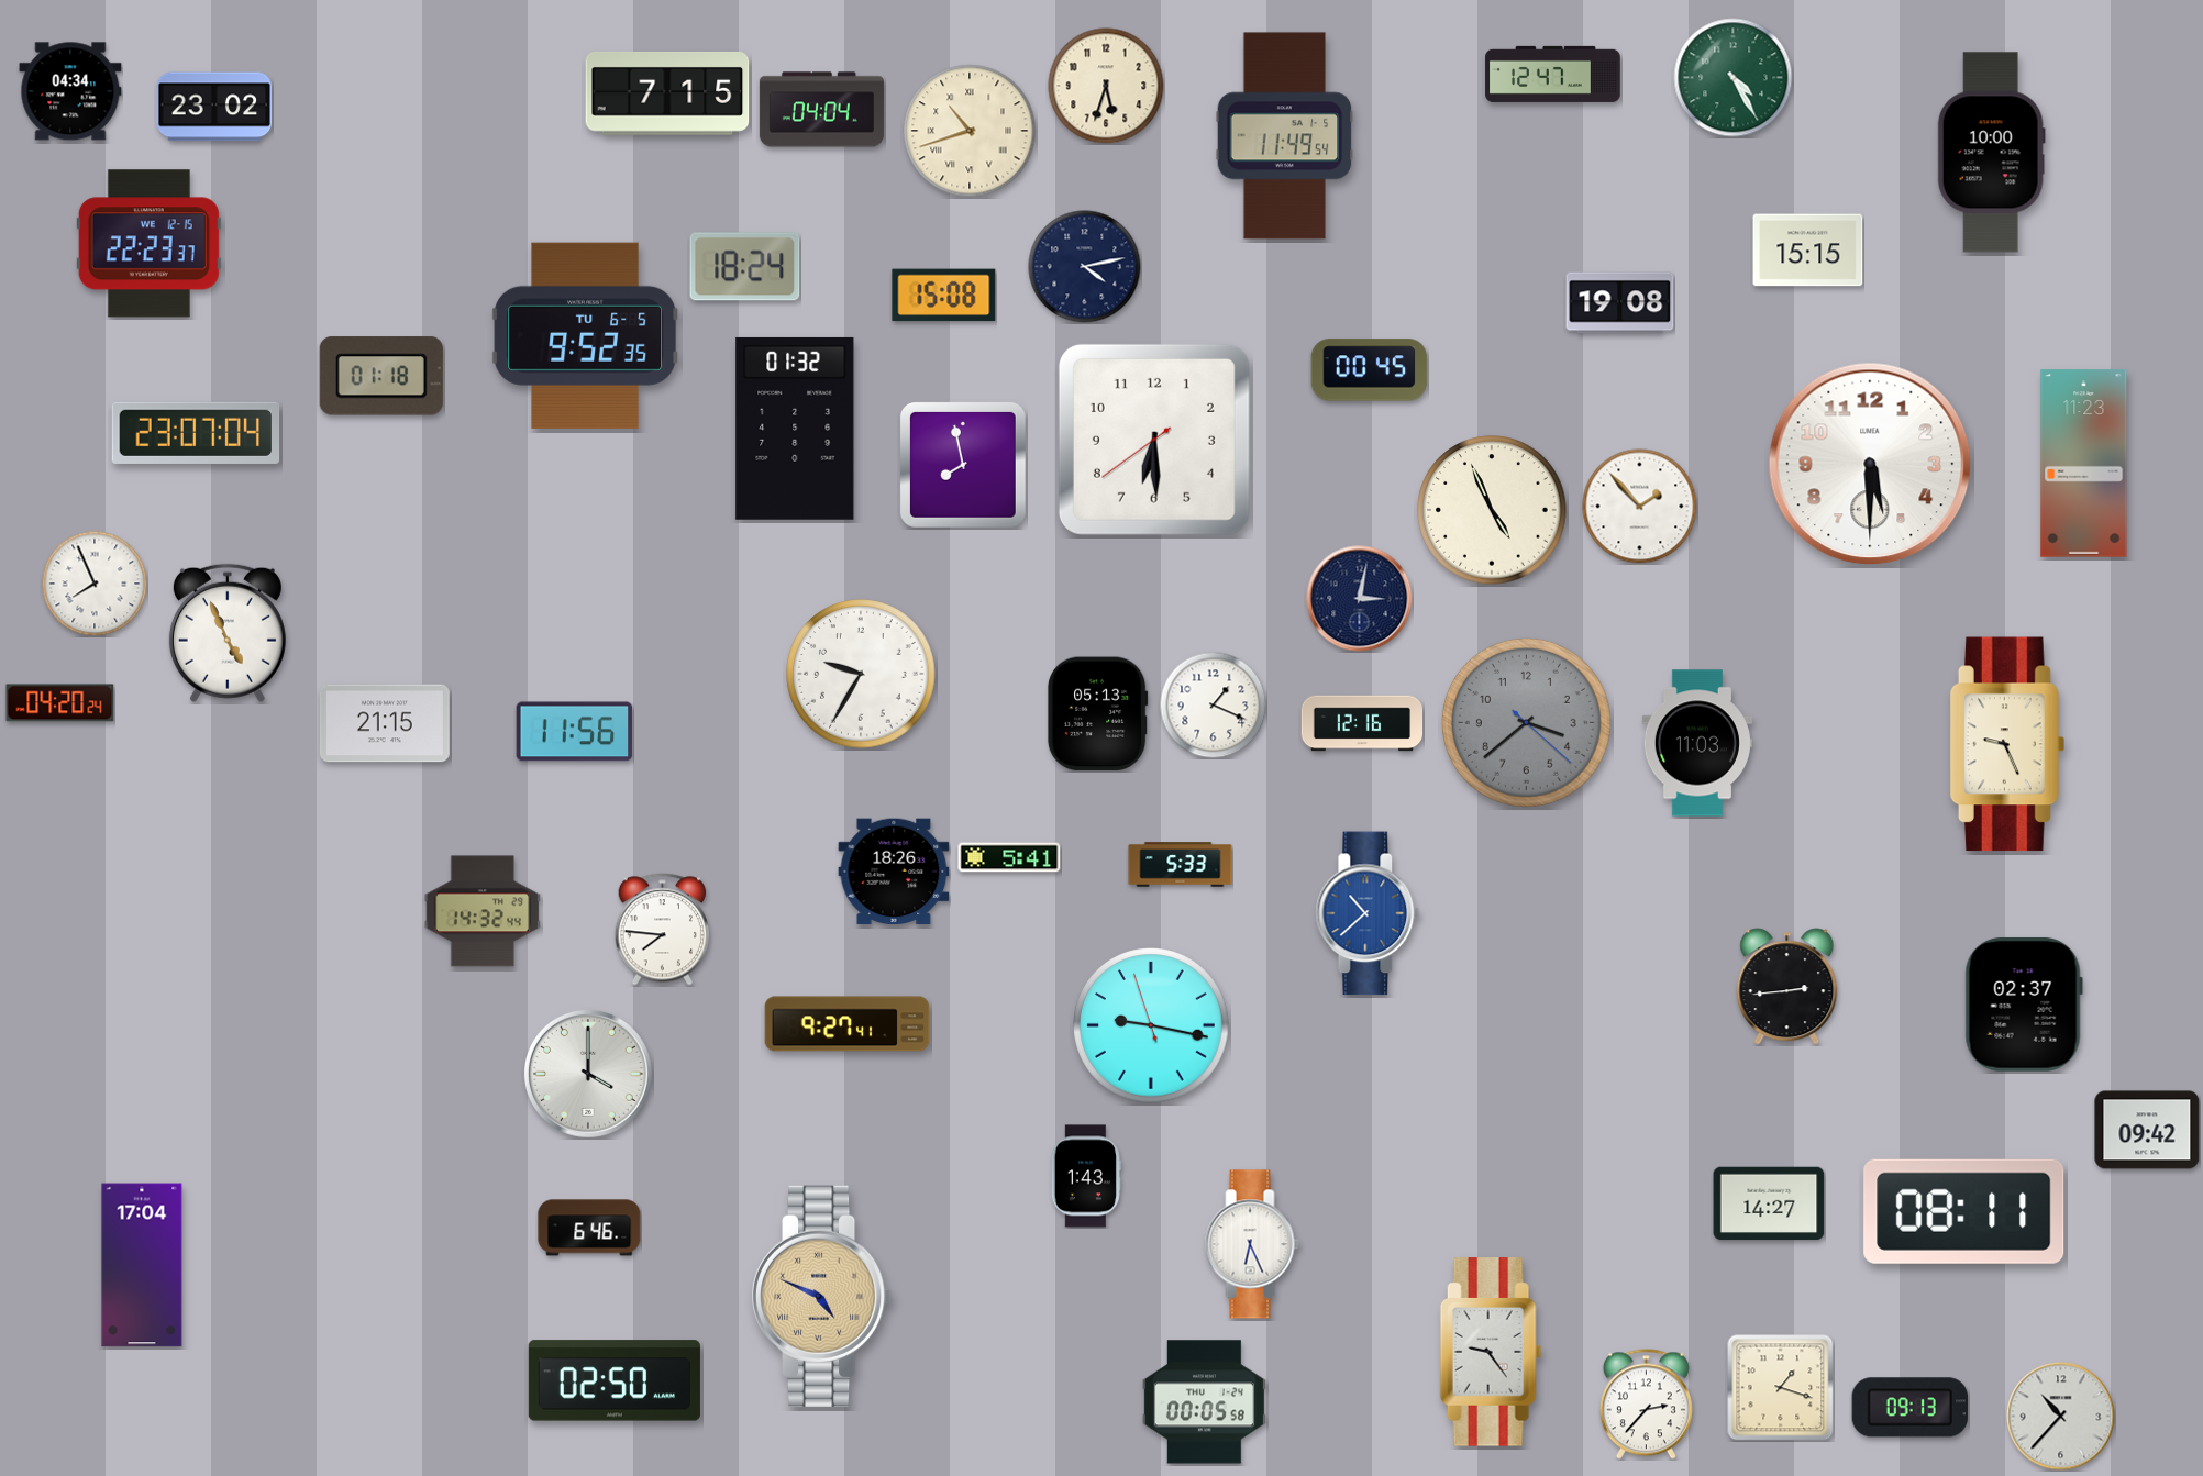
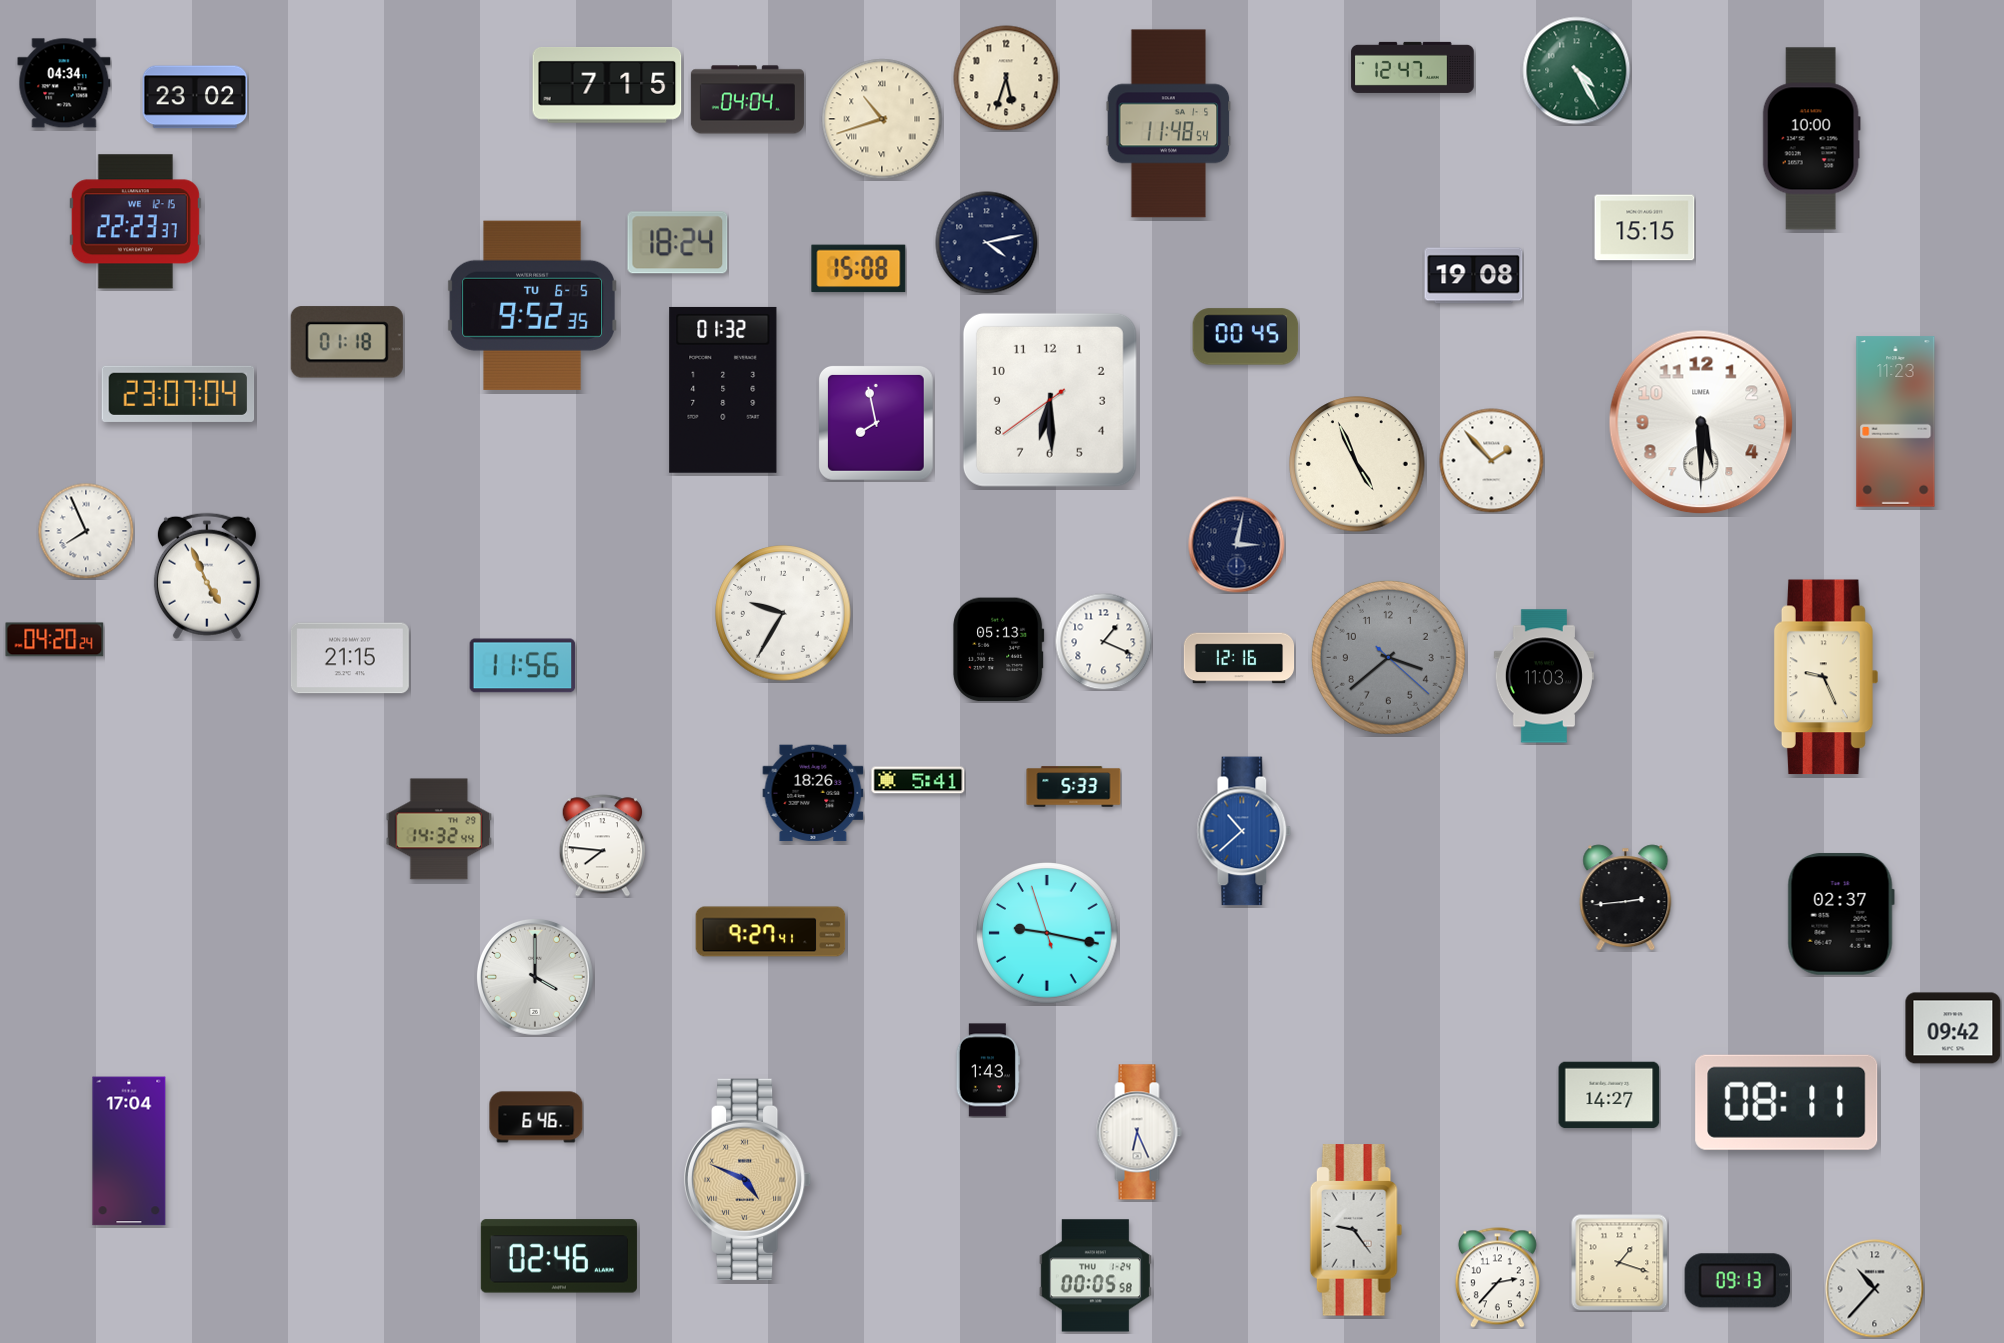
clock at (1285, 136): 11:49 -> 11:48
clock at (615, 1380): 02:50 -> 02:46
